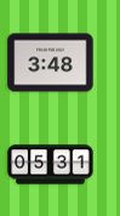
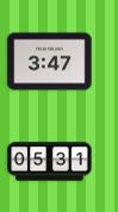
clock at (51, 63): 3:48 -> 3:47
